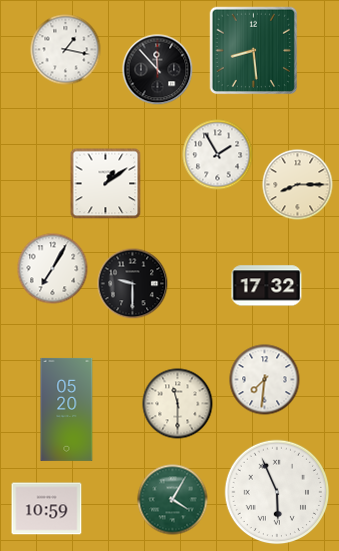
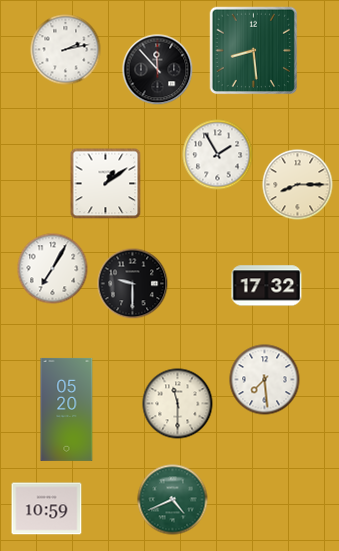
clock at (66, 50): 1:17 -> 2:13
clock at (265, 380): 7:31 -> 7:29
clock at (277, 492): 5:56 -> none
clock at (173, 500): 4:05 -> 4:41
